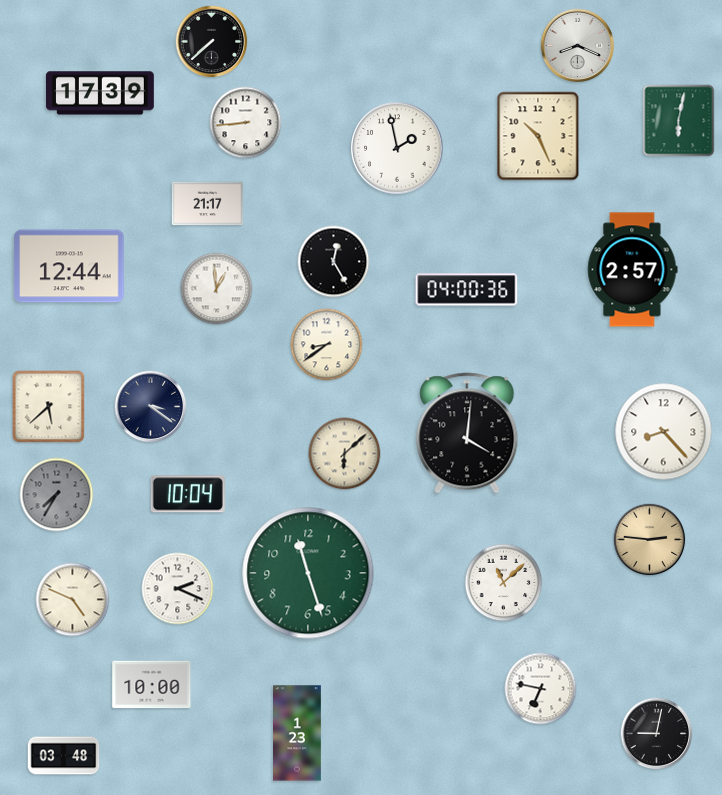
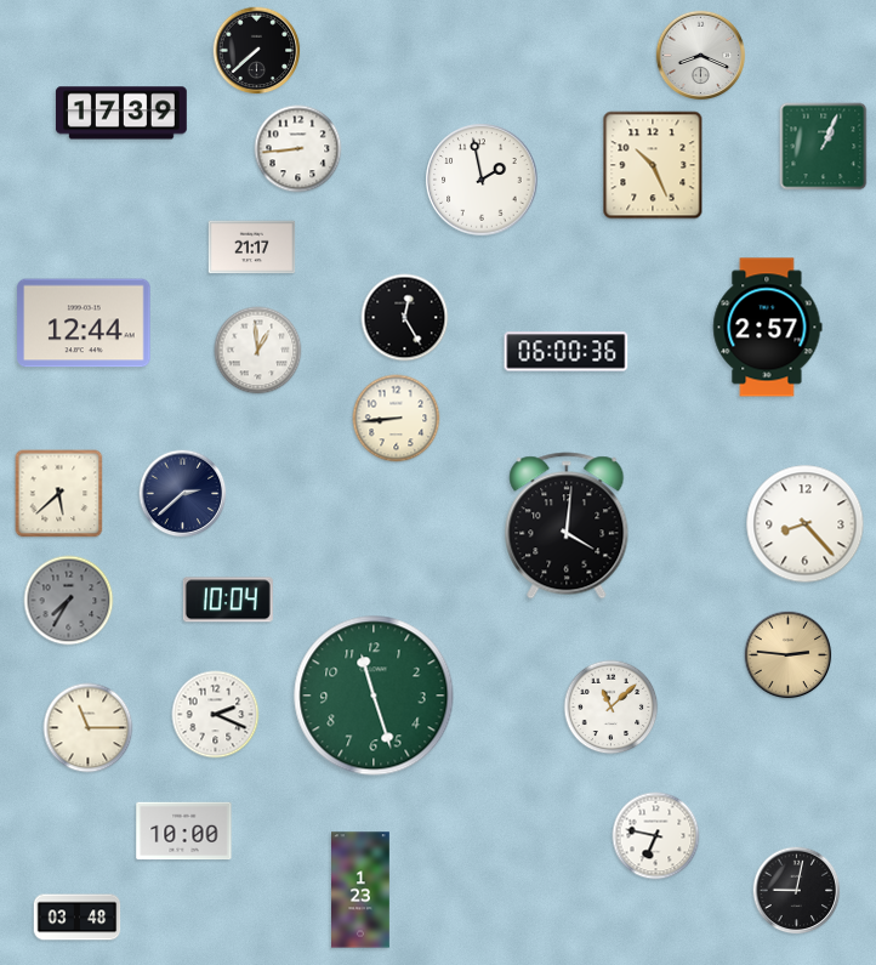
clock at (679, 121): 6:02 -> 1:04
clock at (217, 289) position: (217, 289) -> (258, 351)
clock at (467, 290): 04:00 -> 06:00
clock at (327, 345): 8:39 -> 8:44
clock at (151, 407): 3:21 -> 2:38
clock at (345, 454): 6:08 -> none
clock at (73, 600): 4:49 -> 11:15
